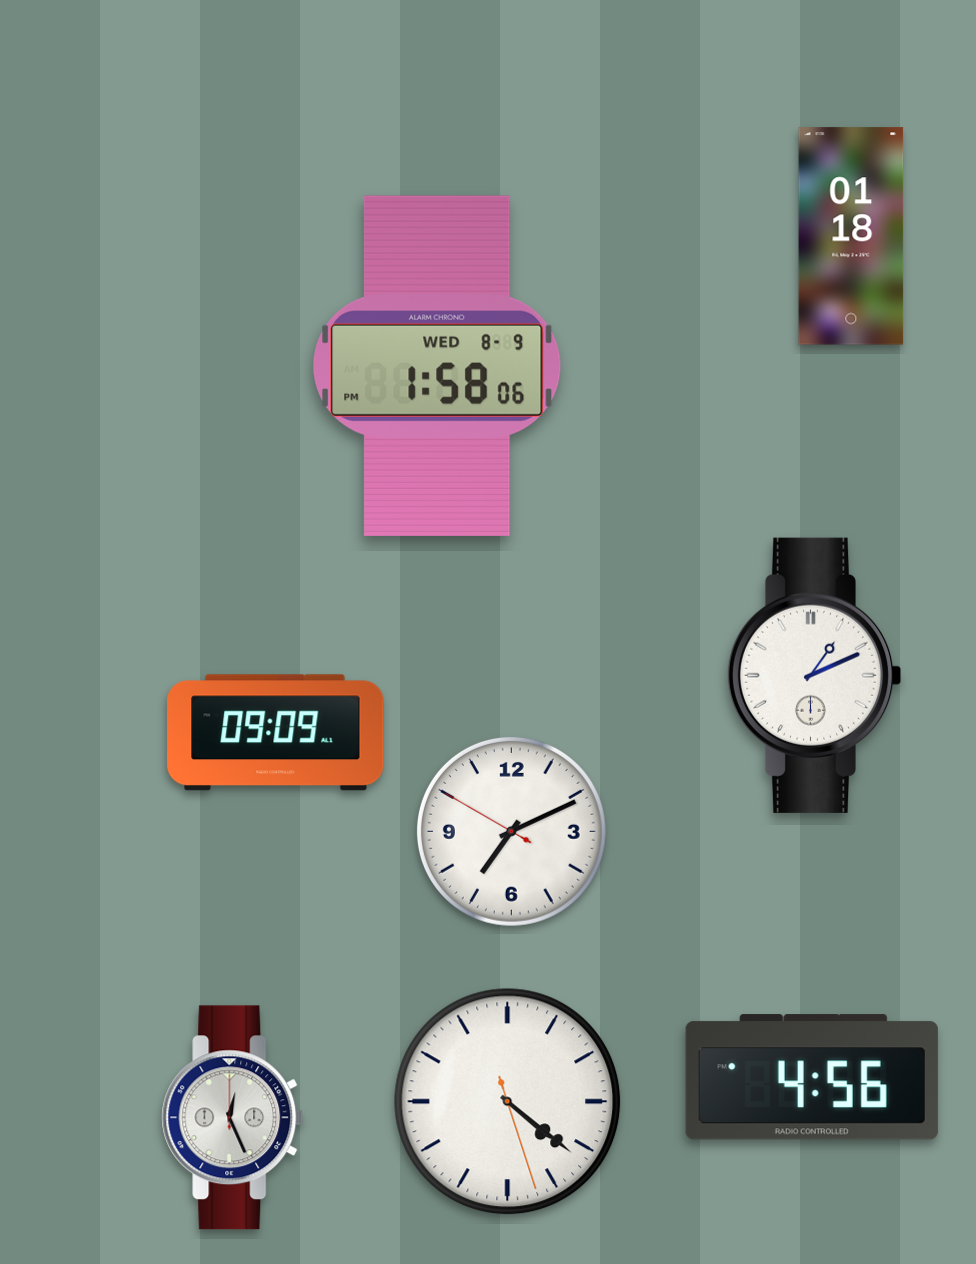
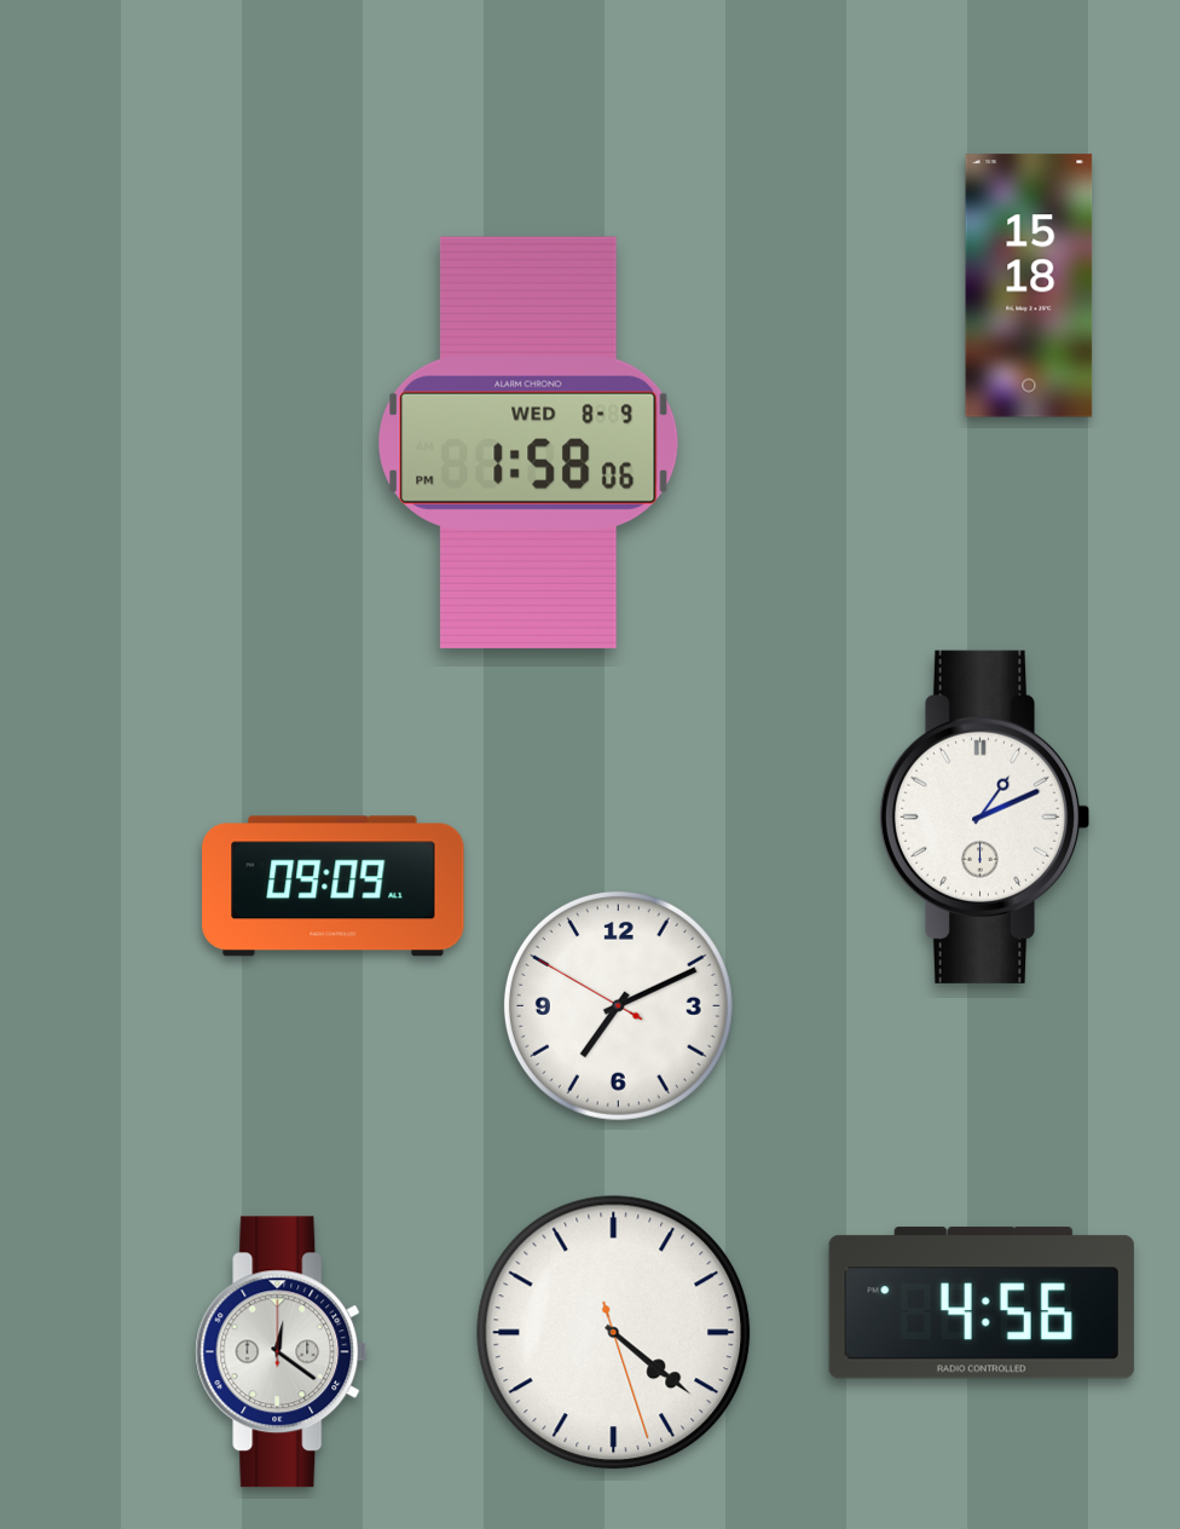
clock at (851, 236): 01:18 -> 15:18
clock at (233, 1118): 12:26 -> 12:21
